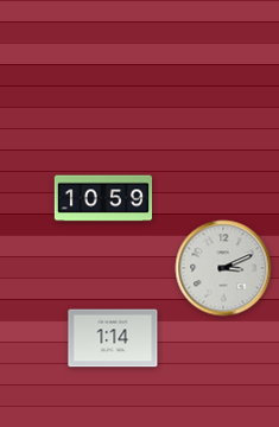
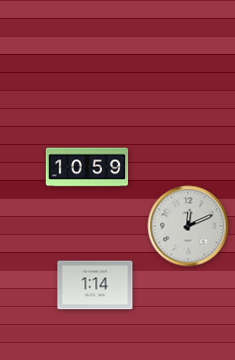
clock at (223, 268): 3:11 -> 12:11
